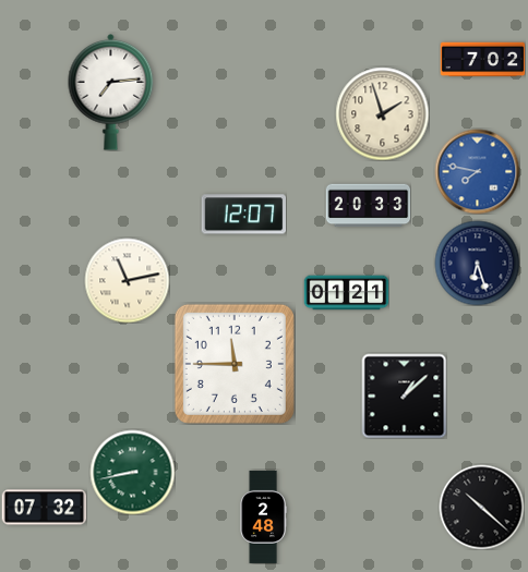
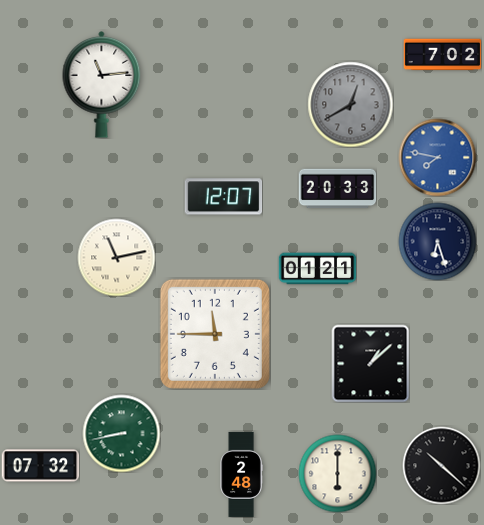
clock at (111, 93): 7:14 -> 11:14
clock at (382, 113): 1:57 -> 12:40
clock at (382, 113) dial: cream -> grey
clock at (337, 473): none -> 6:00
